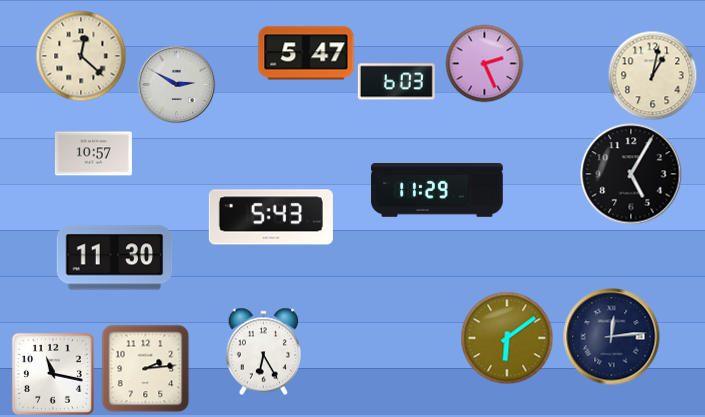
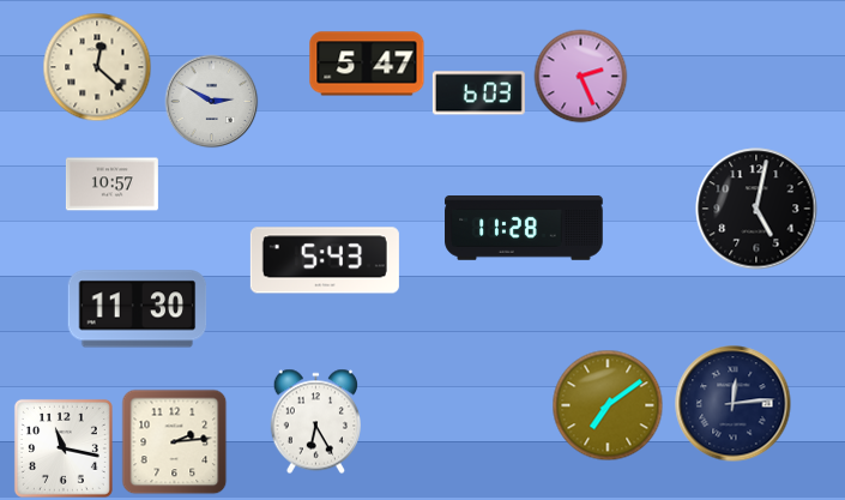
clock at (652, 75): 1:02 -> none
clock at (396, 82) position: (396, 82) -> (478, 94)
clock at (631, 174): 5:05 -> 5:02
clock at (437, 191): 11:29 -> 11:28
clock at (507, 338): 6:09 -> 7:09
